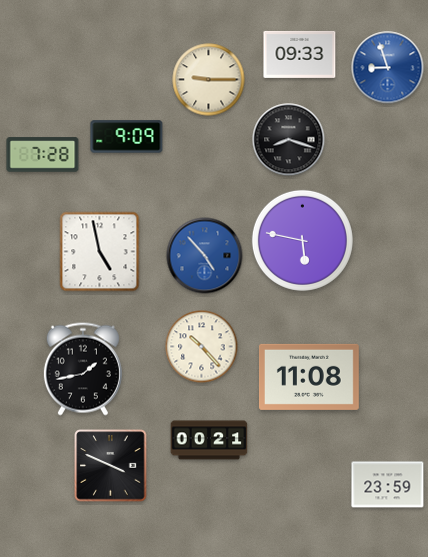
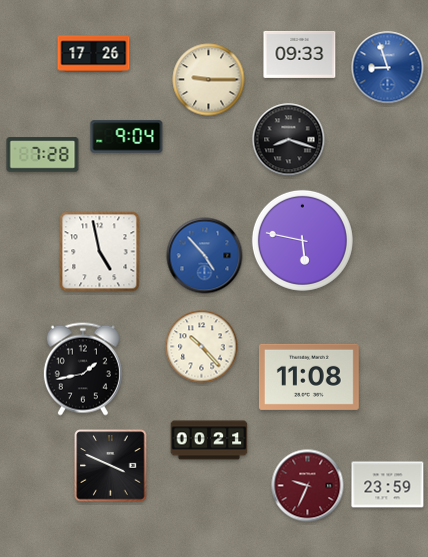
clock at (94, 54): none -> 17:26
clock at (127, 137): 9:09 -> 9:04
clock at (308, 486): none -> 9:34
